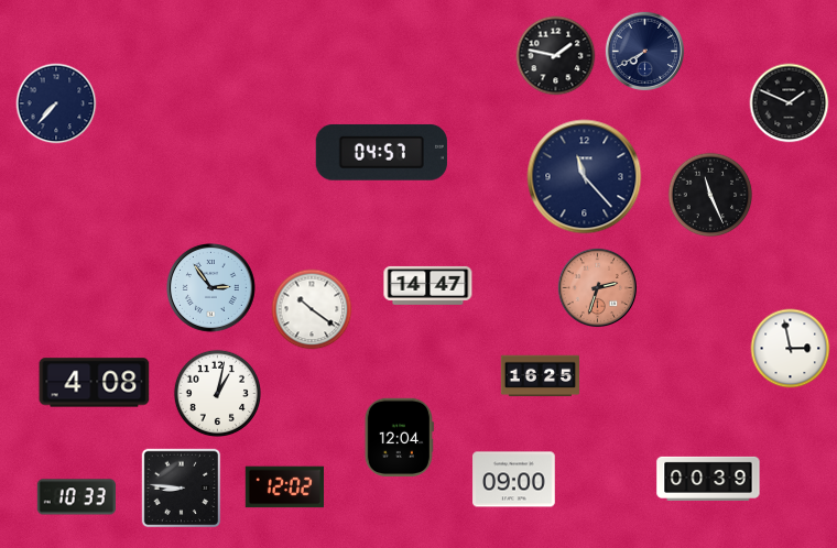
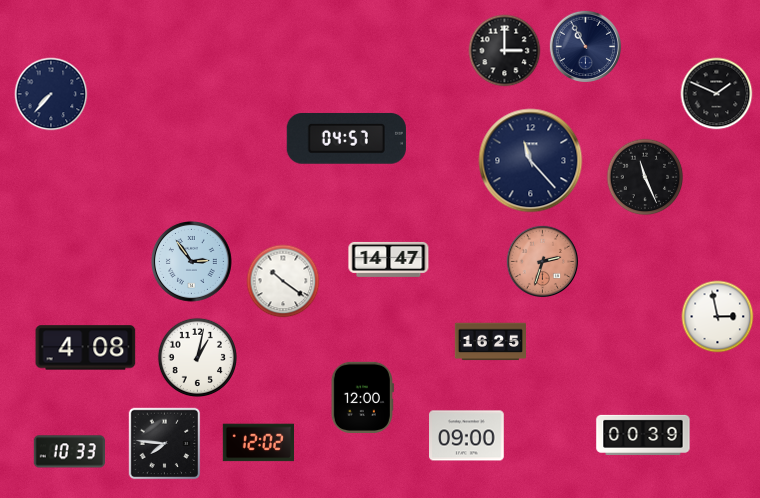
clock at (645, 52): 7:40 -> 10:55
clock at (556, 56): 1:47 -> 3:00
clock at (399, 437): 12:04 -> 12:00
clock at (182, 489): 8:46 -> 7:46
